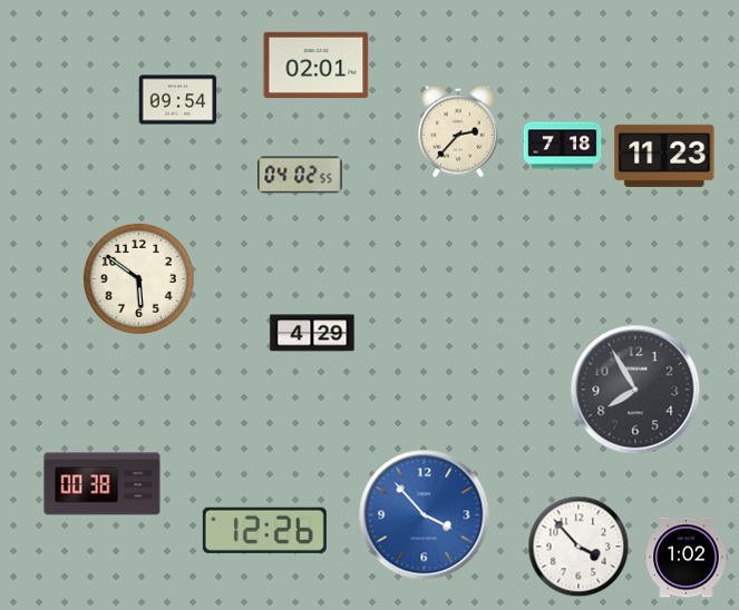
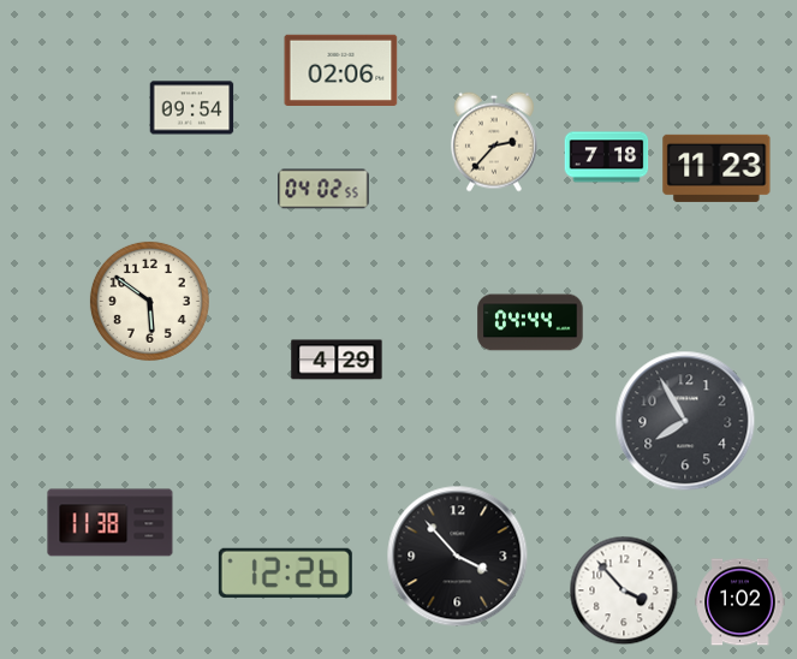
clock at (317, 65): 02:01 -> 02:06
clock at (530, 322): none -> 04:44
clock at (103, 484): 00:38 -> 11:38
clock at (425, 515) dial: blue -> black
